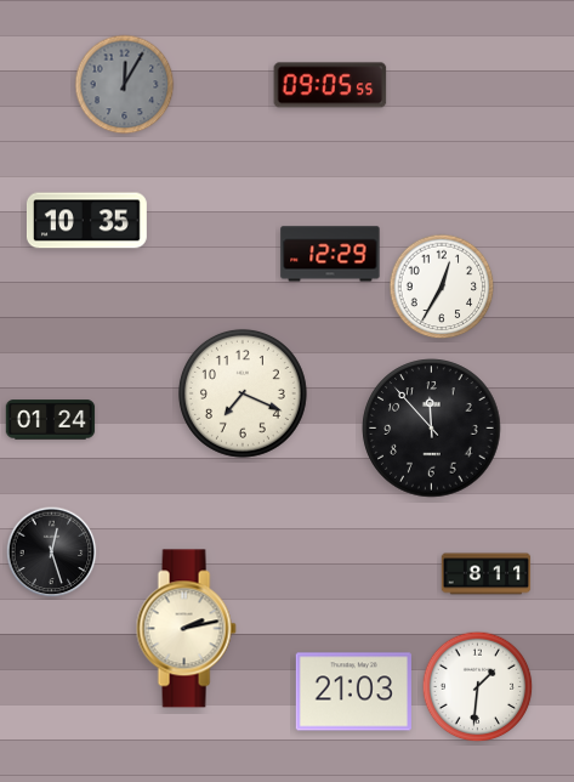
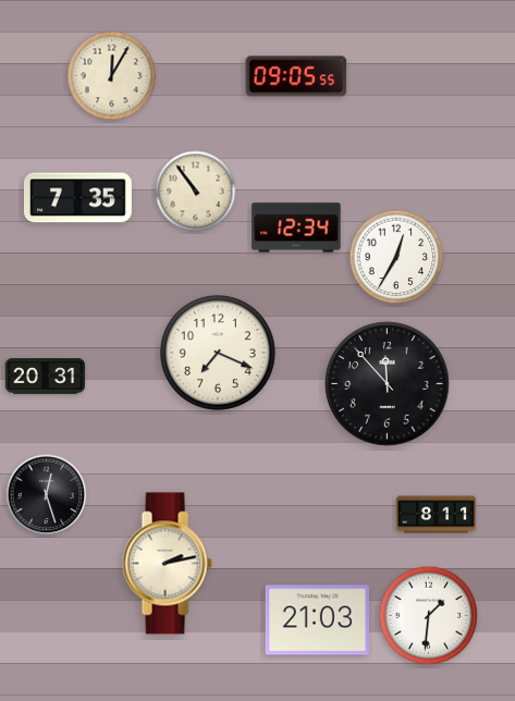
clock at (125, 85) dial: grey -> cream
clock at (196, 192): none -> 10:54
clock at (86, 221): 10:35 -> 7:35
clock at (330, 254): 12:29 -> 12:34
clock at (51, 420): 01:24 -> 20:31
